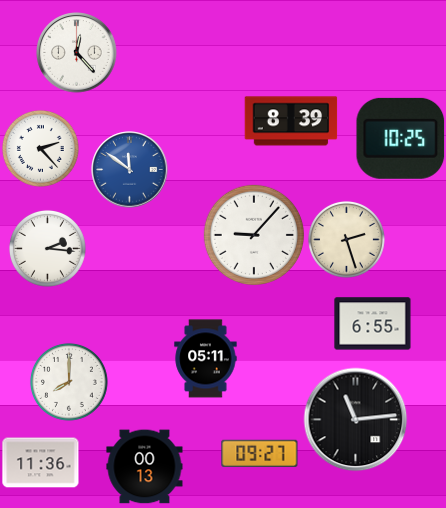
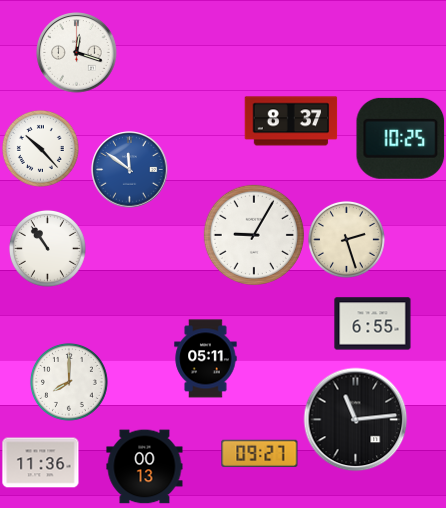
clock at (77, 53): 12:23 -> 12:18
clock at (291, 121): 8:39 -> 8:37
clock at (40, 148): 2:23 -> 10:23
clock at (254, 235): 9:07 -> 9:05
clock at (47, 248): 2:16 -> 10:54
